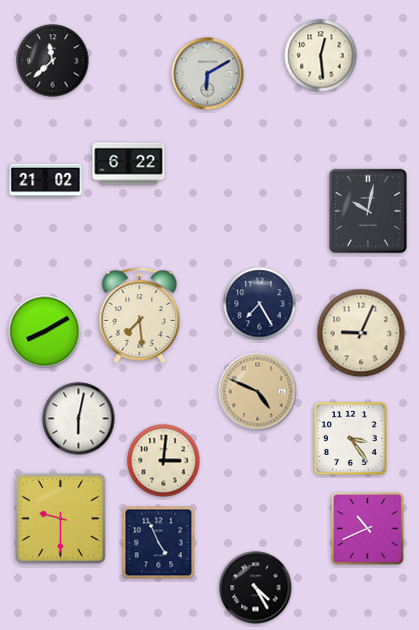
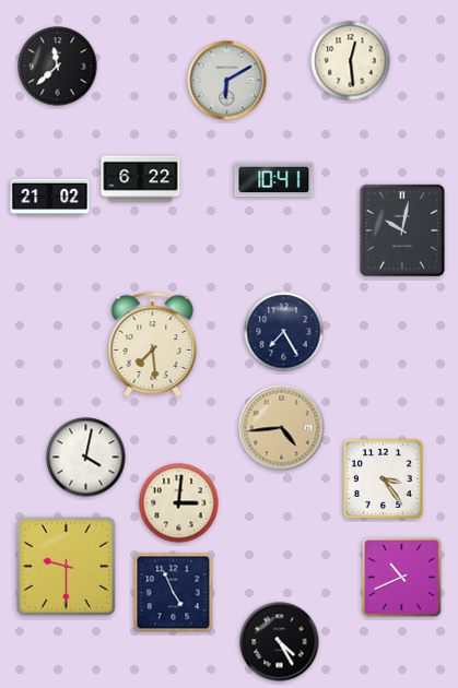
clock at (274, 180): none -> 10:41
clock at (45, 332): 8:10 -> none
clock at (361, 333): 9:04 -> none
clock at (258, 392): 4:49 -> 4:44
clock at (79, 419): 6:02 -> 4:02
